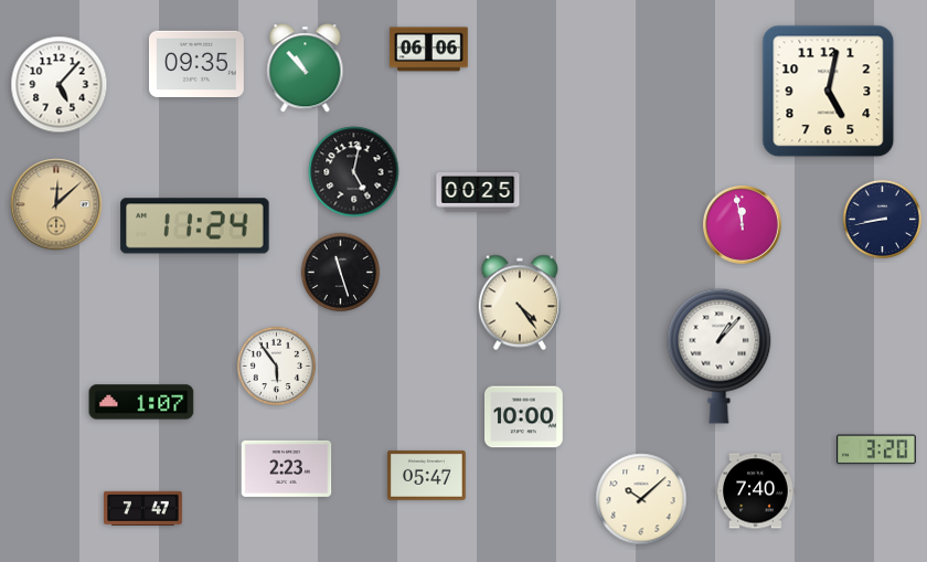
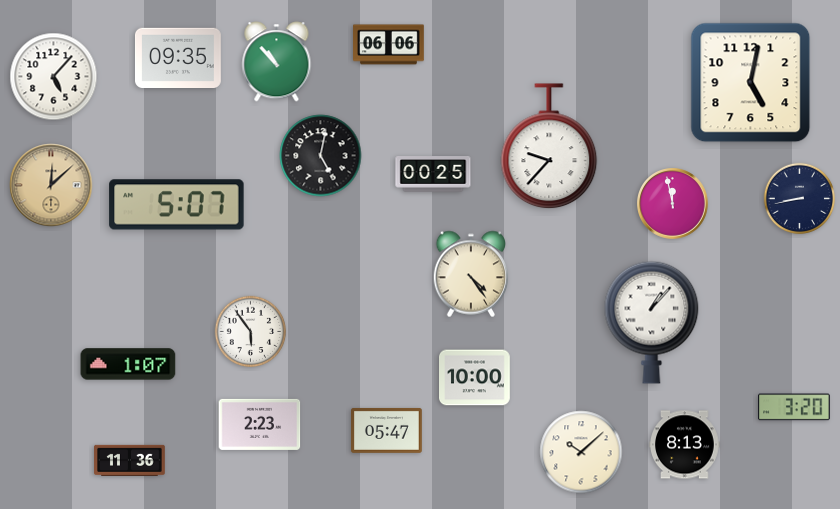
clock at (549, 147): none -> 9:37
clock at (195, 226): 11:24 -> 5:07
clock at (341, 273): 11:27 -> none
clock at (756, 491): 7:40 -> 8:13
clock at (143, 508): 7:47 -> 11:36
